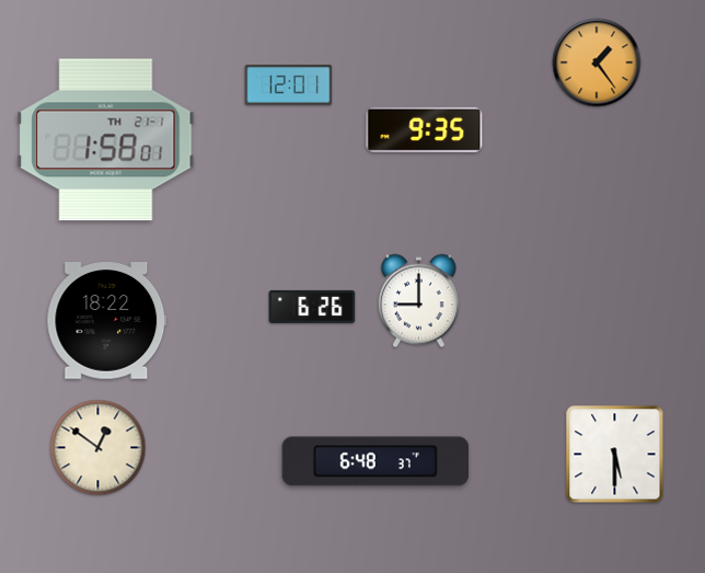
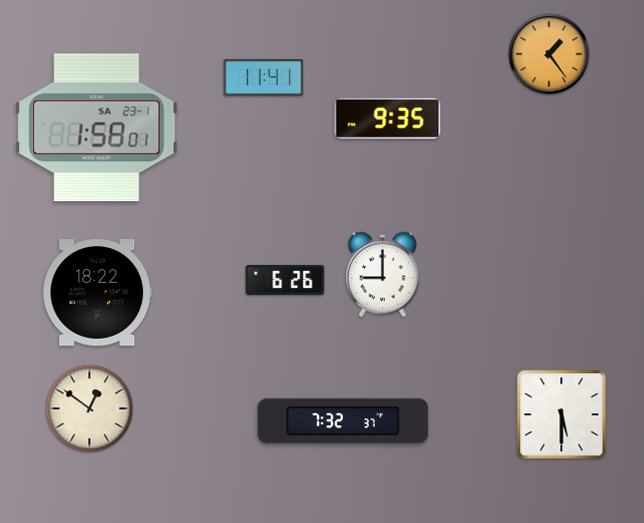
clock at (597, 62) position: (597, 62) -> (549, 54)
clock at (289, 85): 12:01 -> 11:41
clock at (106, 140) date: TH 21-1 -> SA 23-1
clock at (375, 461): 6:48 -> 7:32
